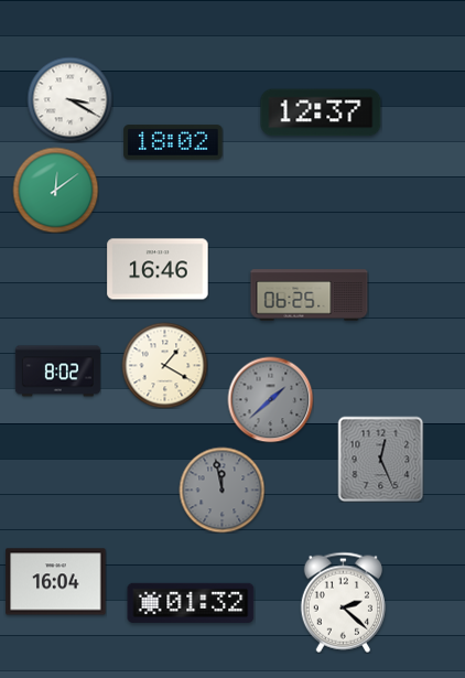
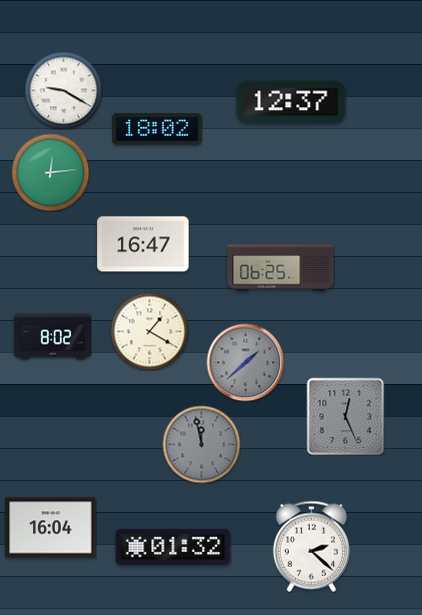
clock at (69, 99): 3:20 -> 9:20
clock at (55, 190): 12:09 -> 12:14
clock at (158, 269): 16:46 -> 16:47
